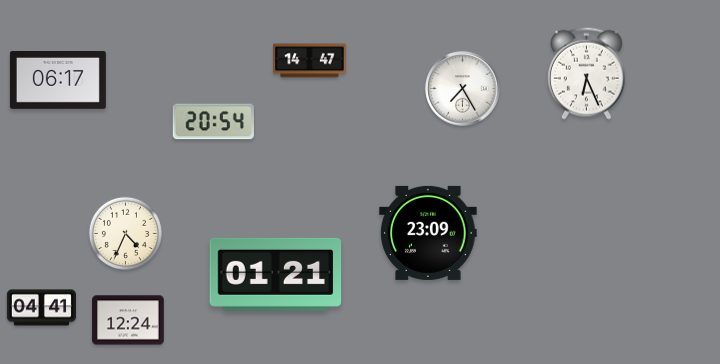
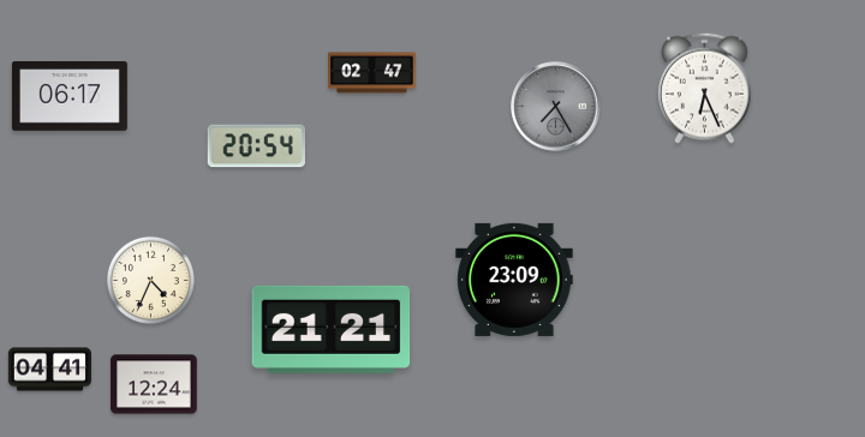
clock at (310, 61): 14:47 -> 02:47
clock at (463, 89) dial: white -> grey
clock at (276, 274): 01:21 -> 21:21
